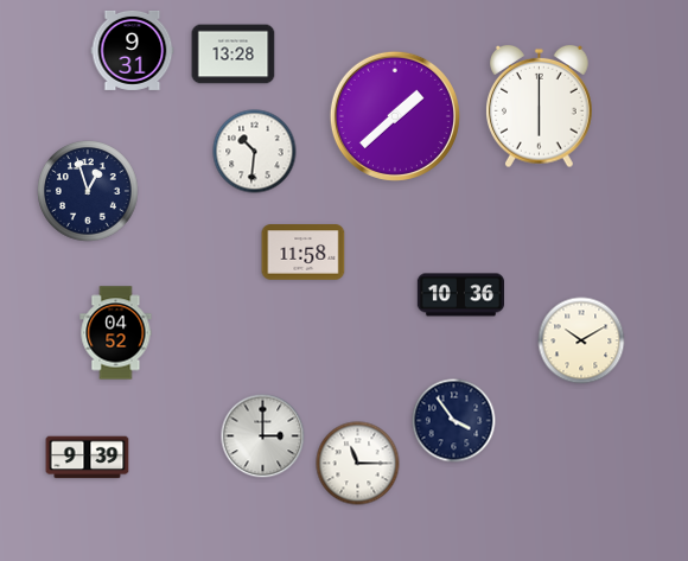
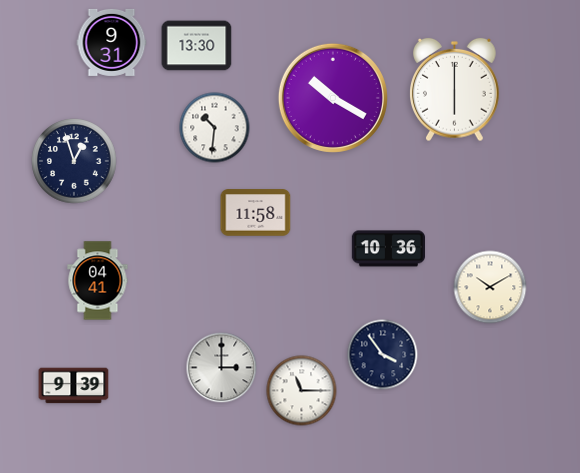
clock at (234, 55): 13:28 -> 13:30
clock at (395, 116): 1:38 -> 10:20
clock at (116, 333): 04:52 -> 04:41
